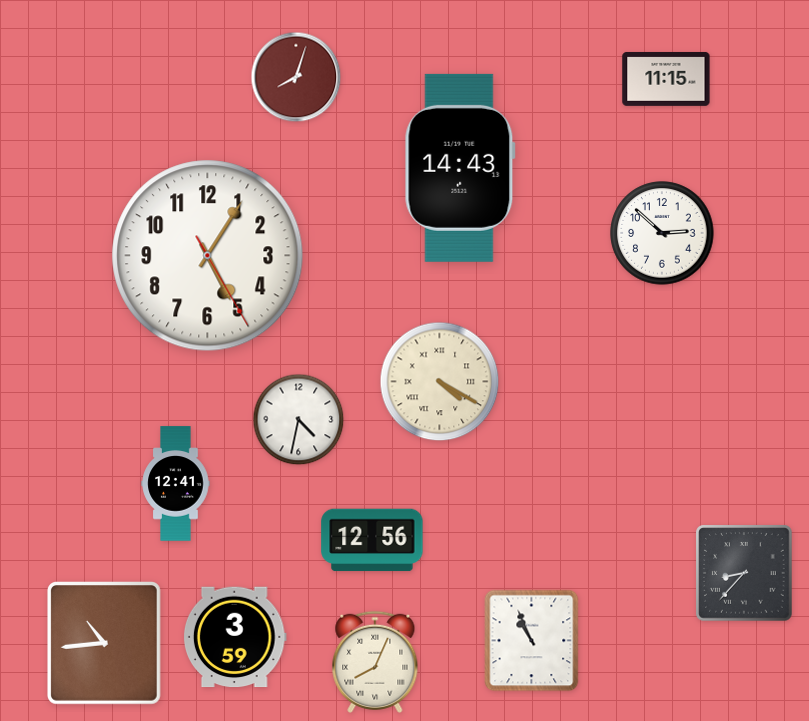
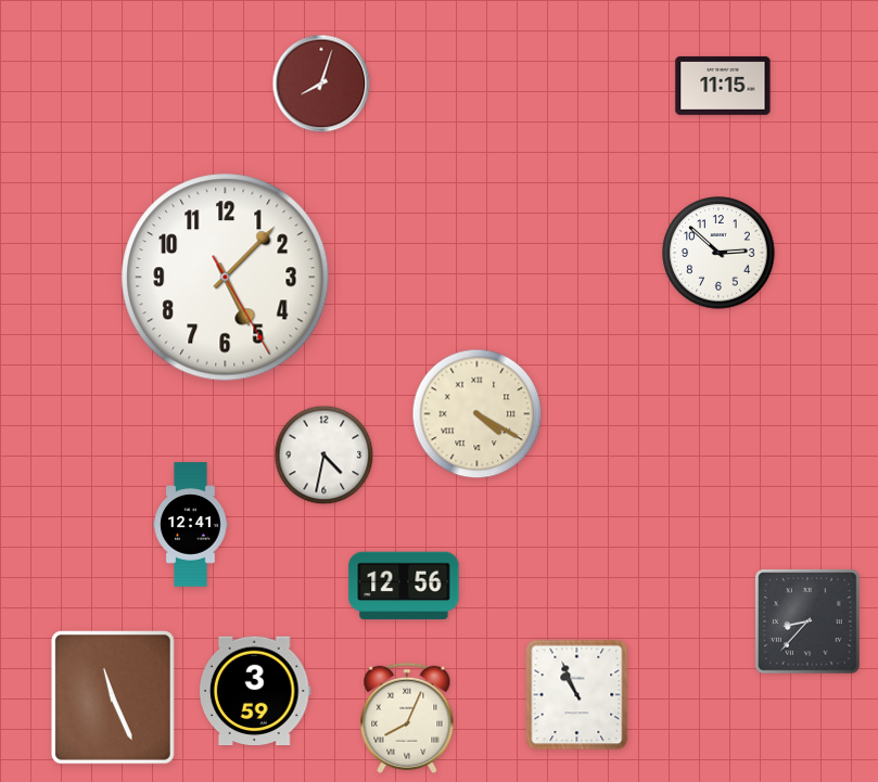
clock at (460, 168): 14:43 -> none
clock at (208, 256): 5:05 -> 5:07
clock at (105, 644): 10:44 -> 11:26
